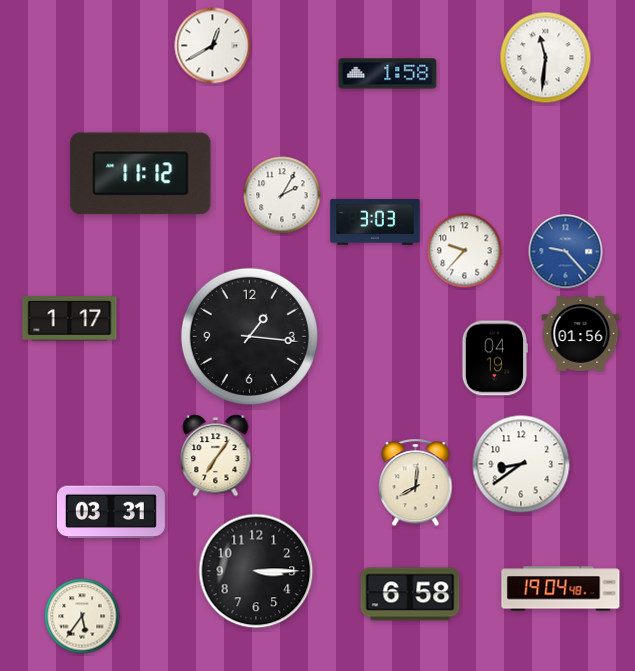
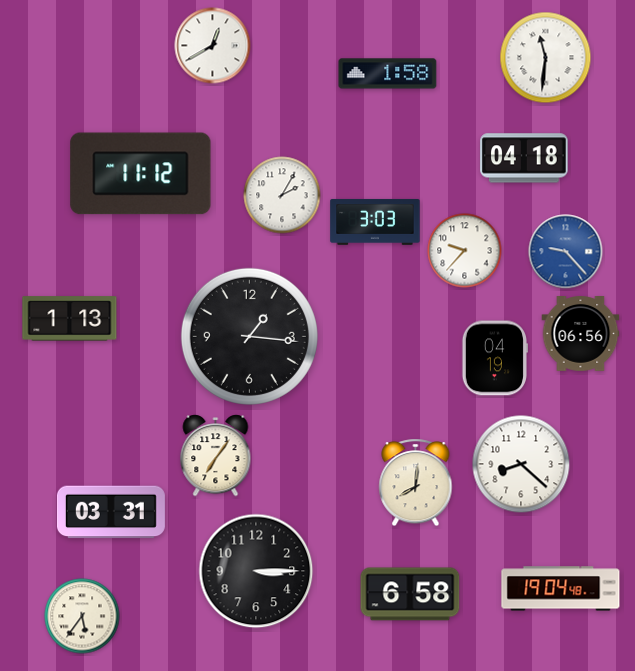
clock at (524, 158): none -> 04:18
clock at (70, 319): 1:17 -> 1:13
clock at (581, 334): 01:56 -> 06:56
clock at (521, 464): 8:39 -> 8:22
